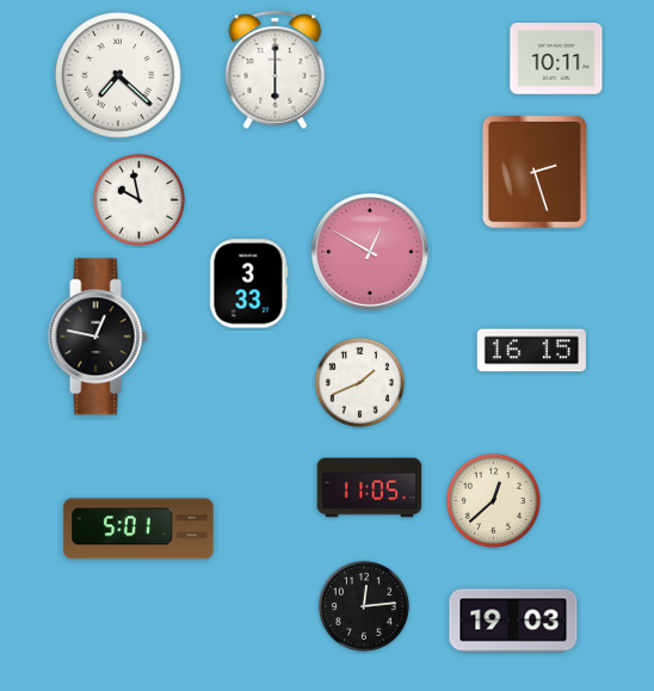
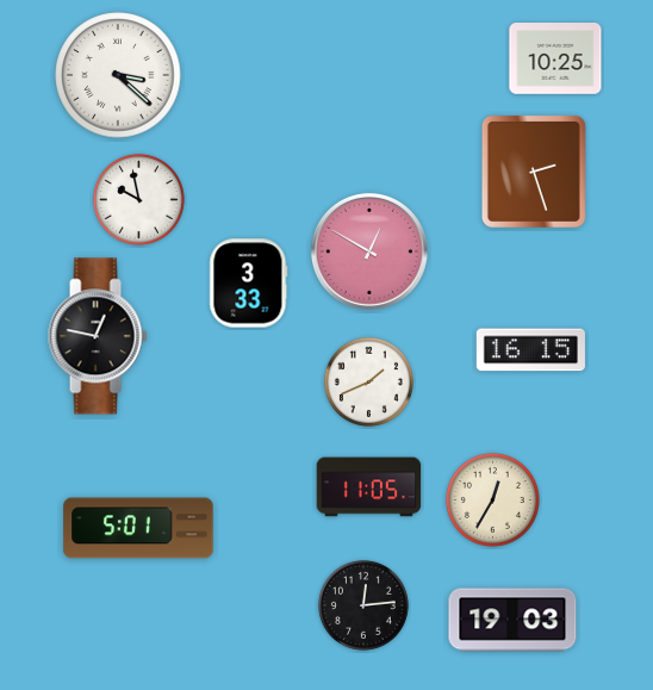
clock at (556, 60): 10:11 -> 10:25
clock at (276, 69): 6:00 -> none
clock at (118, 75): 7:22 -> 3:22
clock at (359, 382) position: (359, 382) -> (368, 381)
clock at (493, 500): 12:38 -> 12:35
